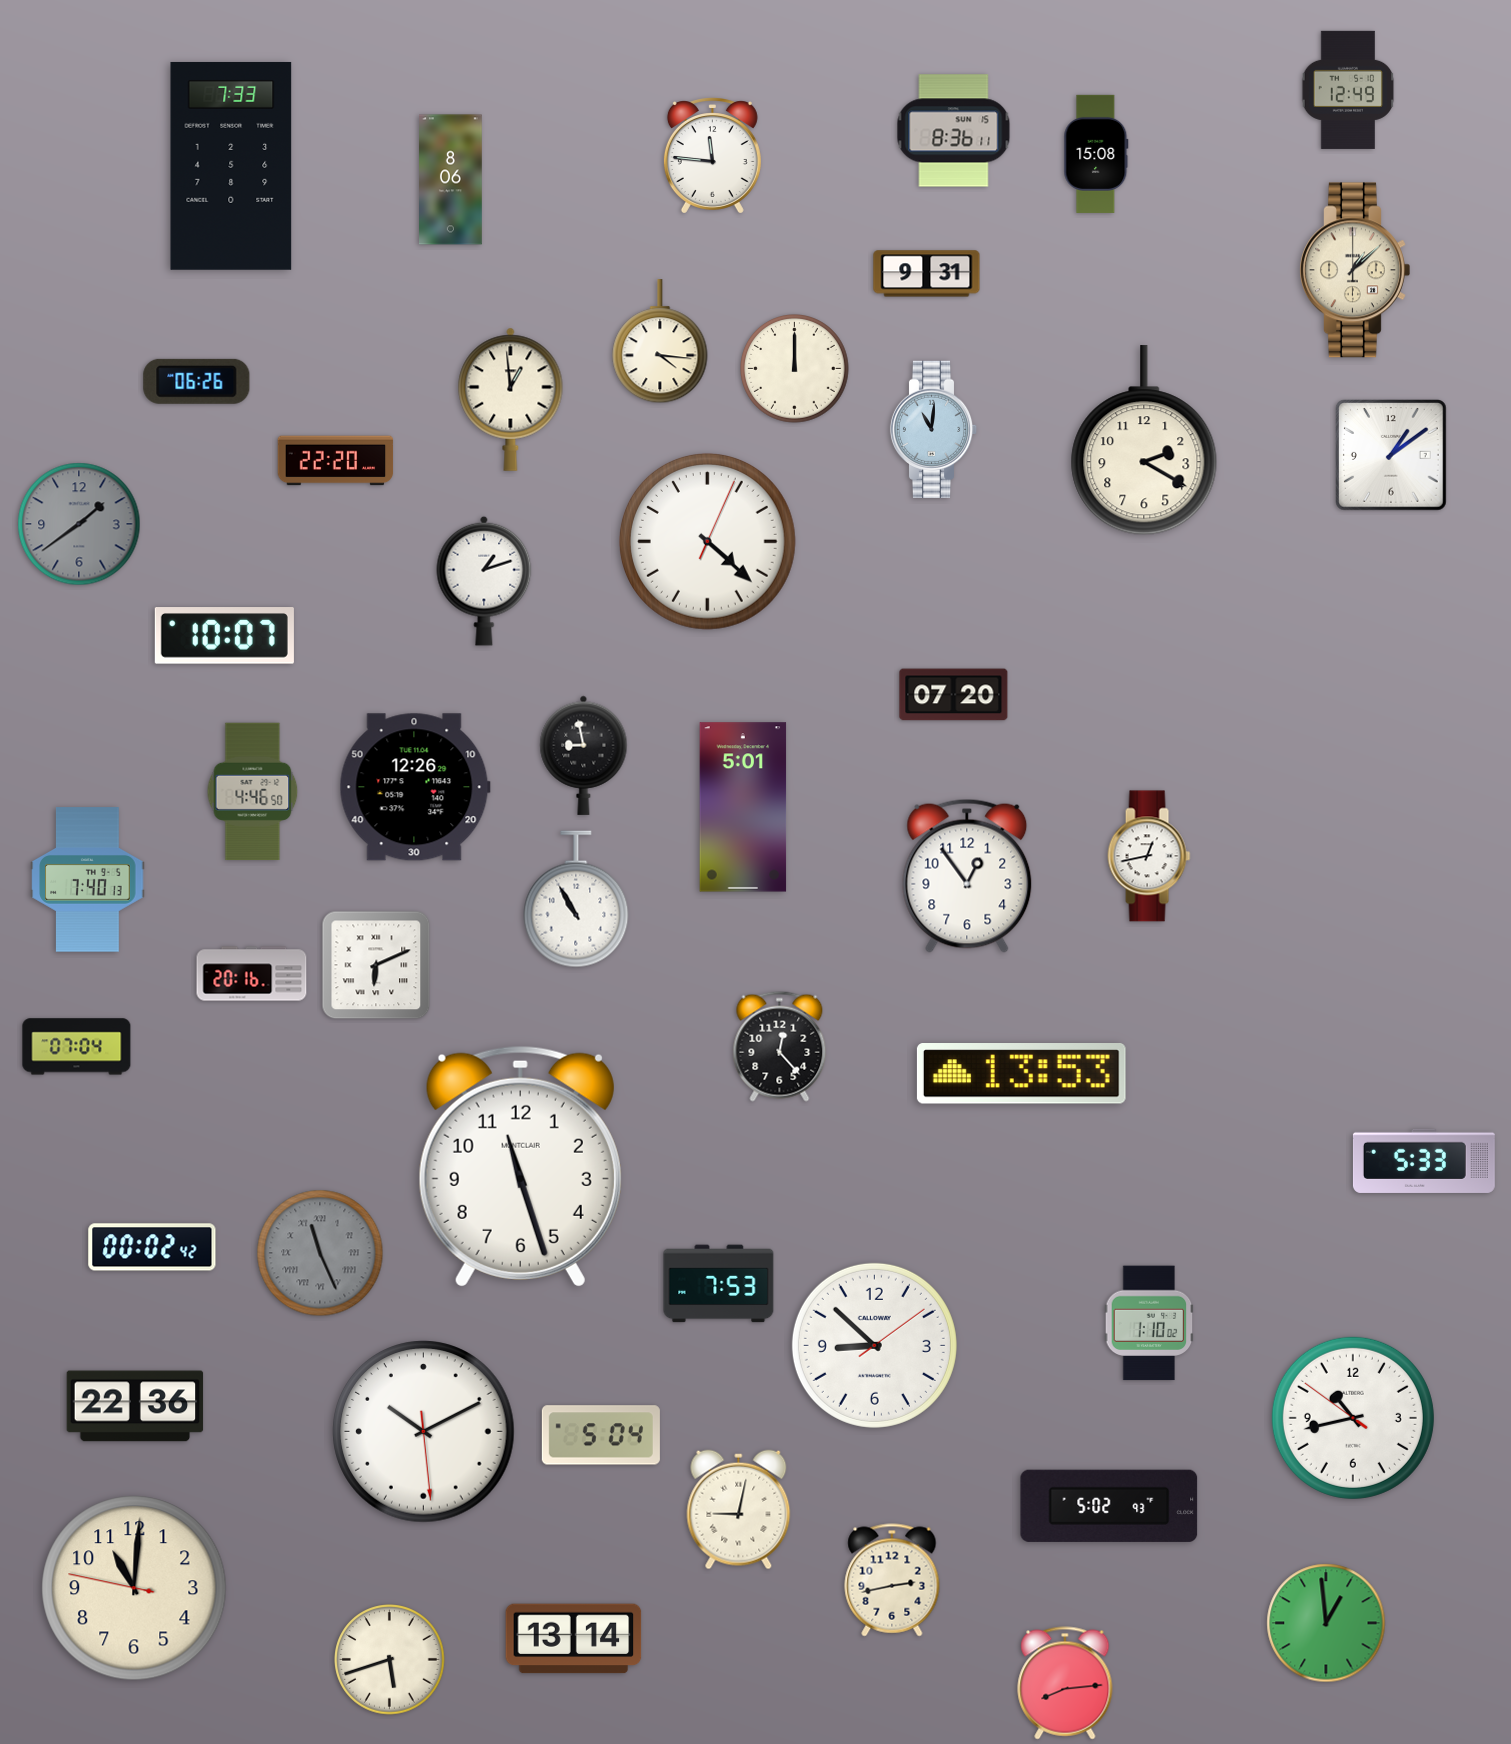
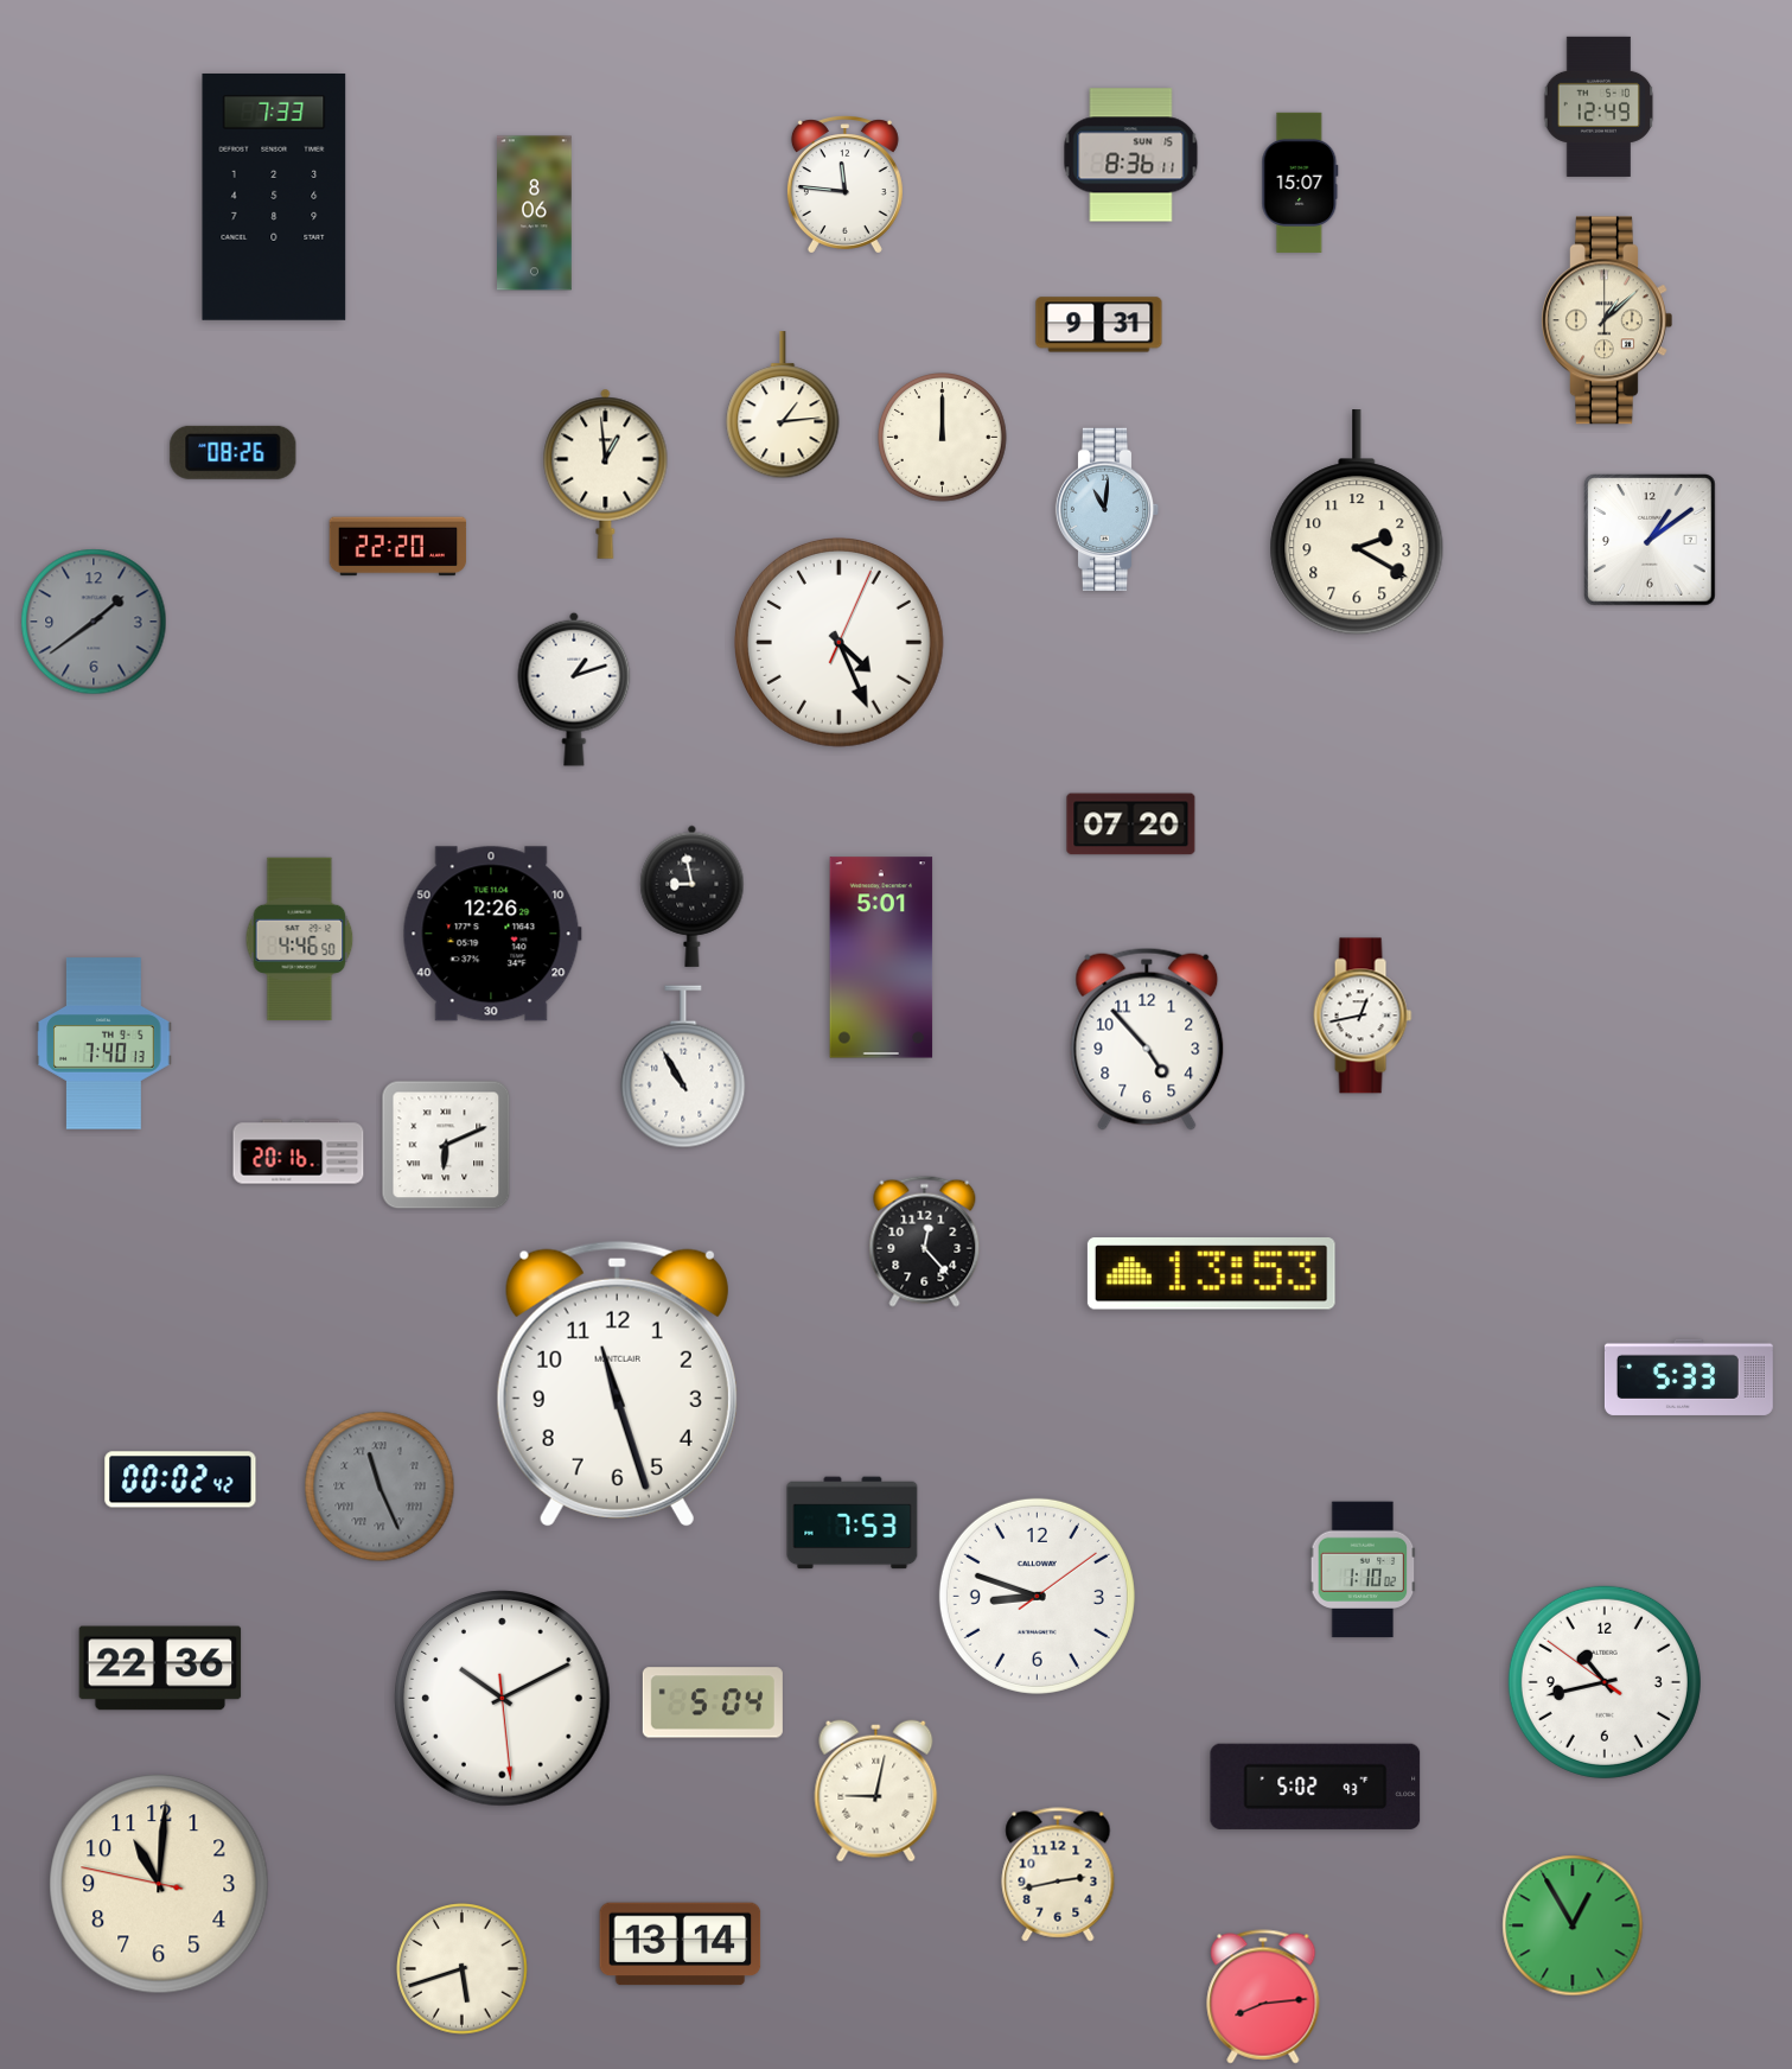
clock at (1096, 154): 15:08 -> 15:07
clock at (660, 342): 4:16 -> 1:14
clock at (197, 381): 06:26 -> 08:26
clock at (707, 541): 4:22 -> 4:26
clock at (224, 636): 10:07 -> none
clock at (967, 876): 12:54 -> 4:53
clock at (252, 974) position: (252, 974) -> (299, 1152)
clock at (77, 1047): 07:04 -> none
clock at (874, 1345): 8:52 -> 8:48
clock at (1326, 1623): 12:59 -> 12:55
